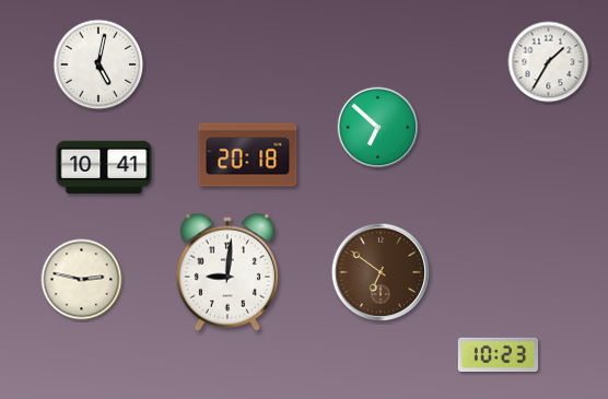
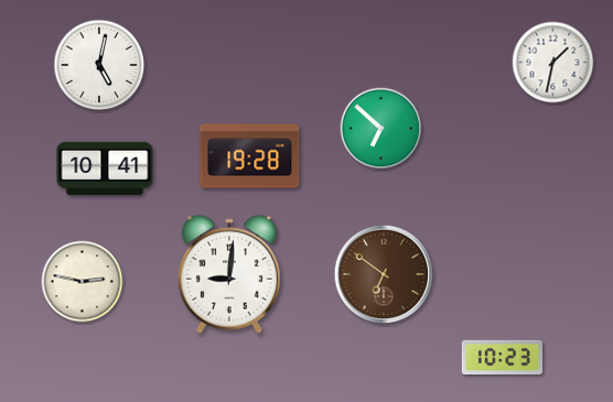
clock at (549, 62): 1:35 -> 1:32
clock at (248, 155): 20:18 -> 19:28
